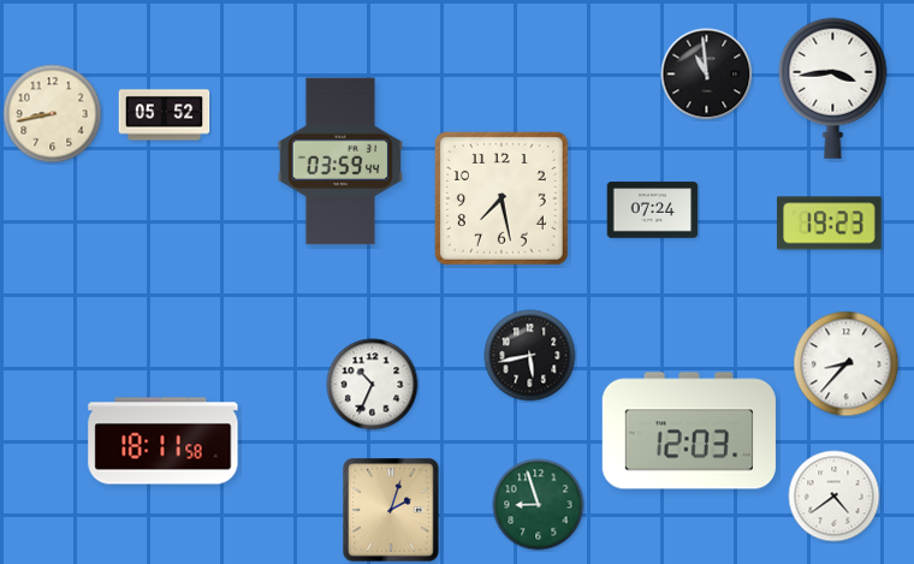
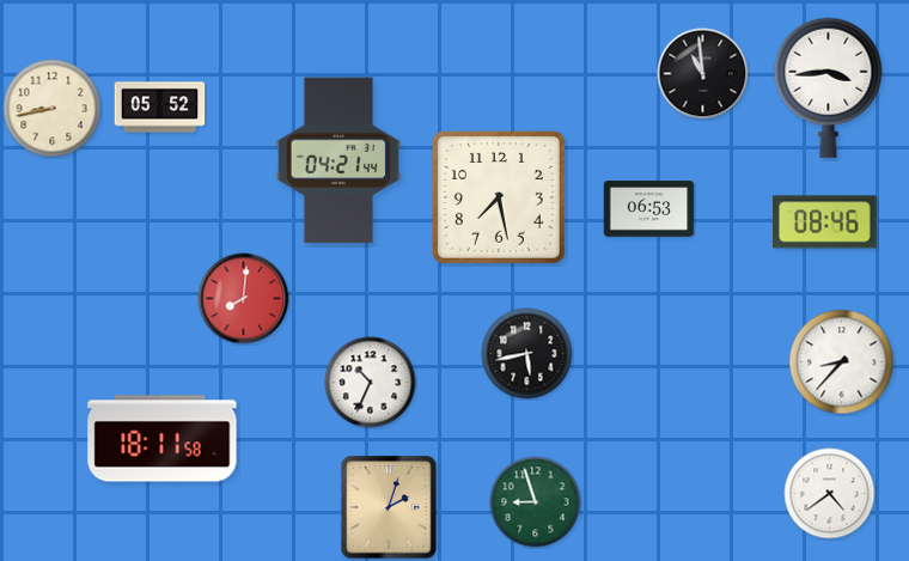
clock at (53, 114) position: (53, 114) -> (53, 109)
clock at (165, 115) position: (165, 115) -> (160, 108)
clock at (340, 161): 03:59 -> 04:21
clock at (653, 210): 07:24 -> 06:53
clock at (830, 224): 19:23 -> 08:46
clock at (244, 299): none -> 8:01
clock at (689, 431): 12:03 -> none
